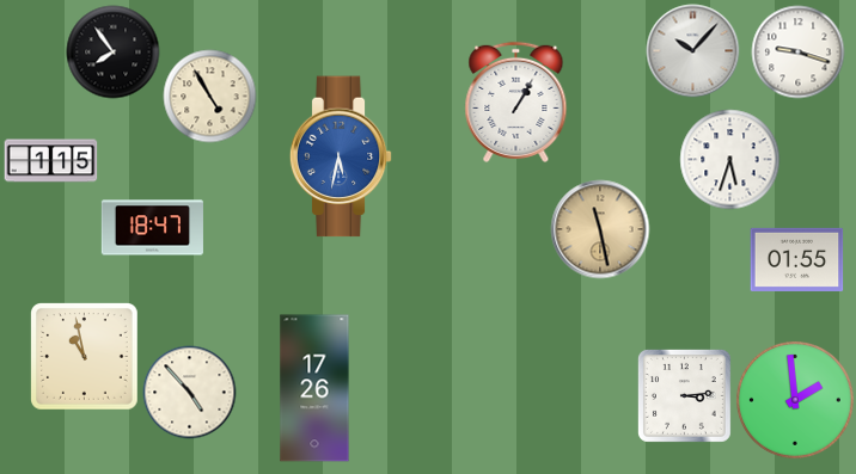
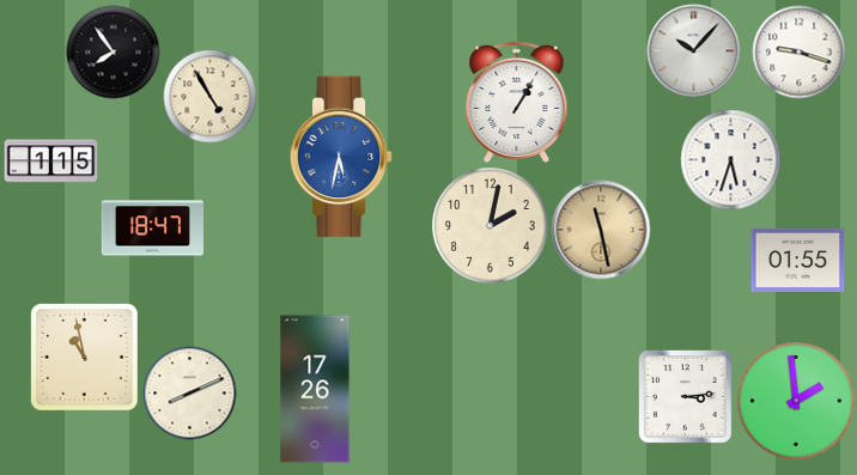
clock at (491, 226): none -> 2:02
clock at (189, 392): 4:53 -> 8:11
